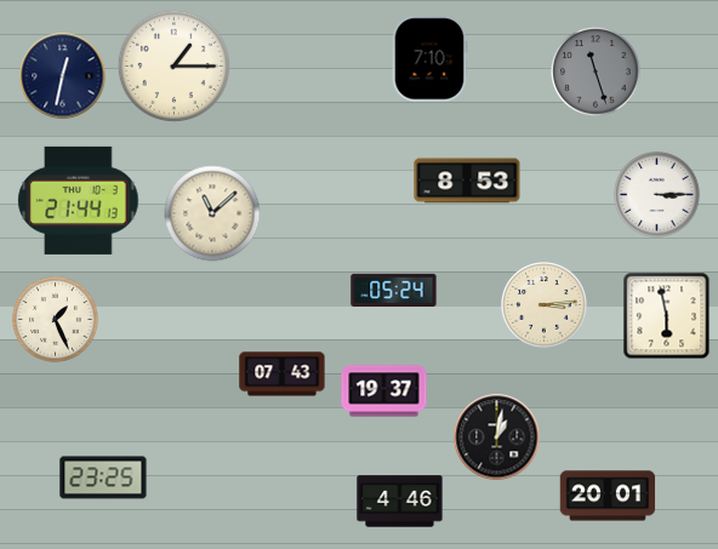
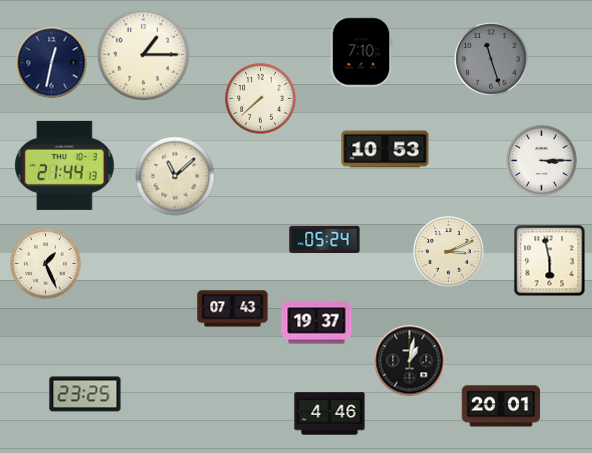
clock at (429, 59) position: (429, 59) -> (361, 52)
clock at (261, 99): none -> 7:38
clock at (467, 181): 8:53 -> 10:53
clock at (545, 305): 3:14 -> 3:11
clock at (608, 496) position: (608, 496) -> (501, 406)
